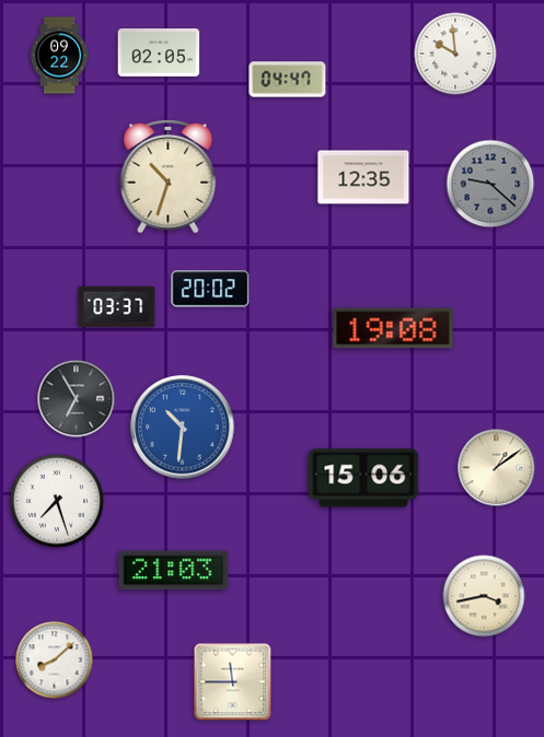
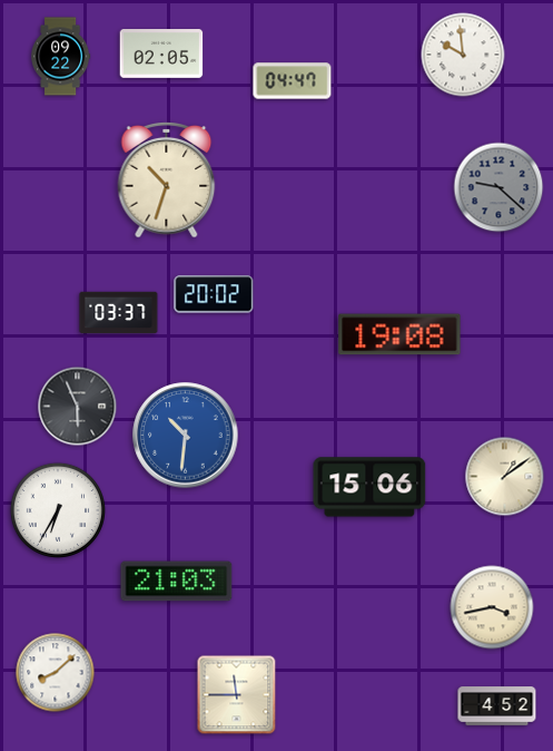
clock at (169, 177) position: (169, 177) -> (167, 181)
clock at (363, 177): 12:35 -> none
clock at (77, 399): 6:55 -> 5:56
clock at (56, 500): 7:27 -> 6:35
clock at (497, 706): none -> 4:52
